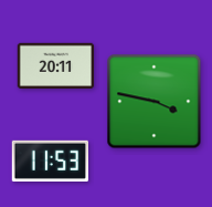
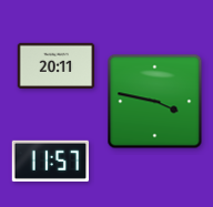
clock at (50, 161): 11:53 -> 11:57
